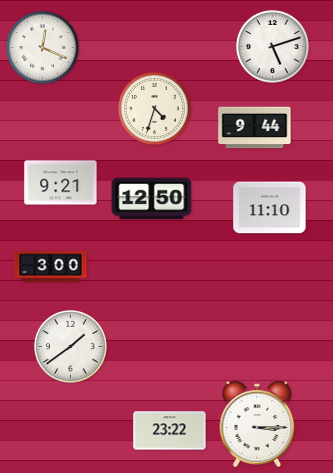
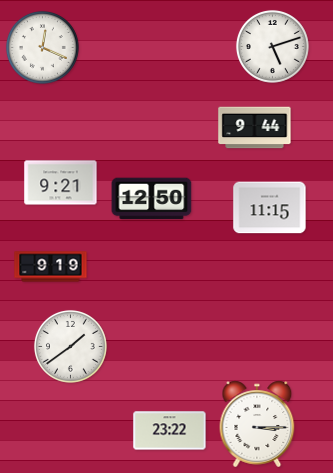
clock at (154, 108): 4:33 -> none
clock at (270, 208): 11:10 -> 11:15
clock at (51, 267): 3:00 -> 9:19
